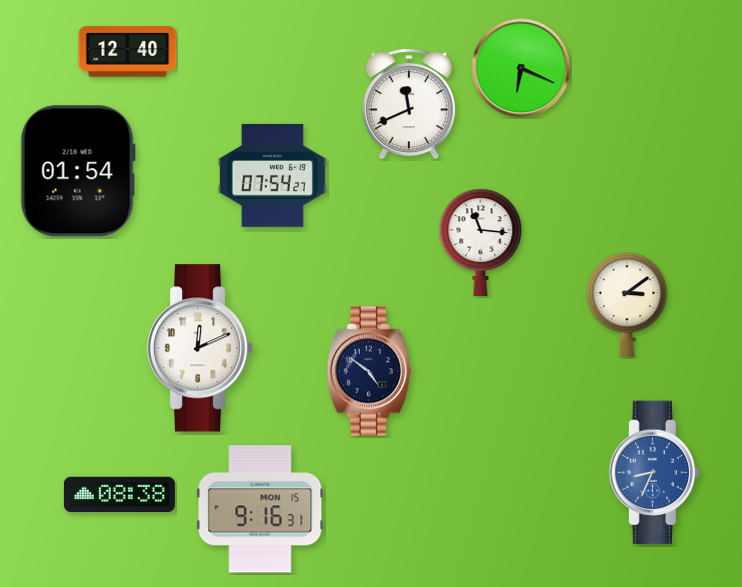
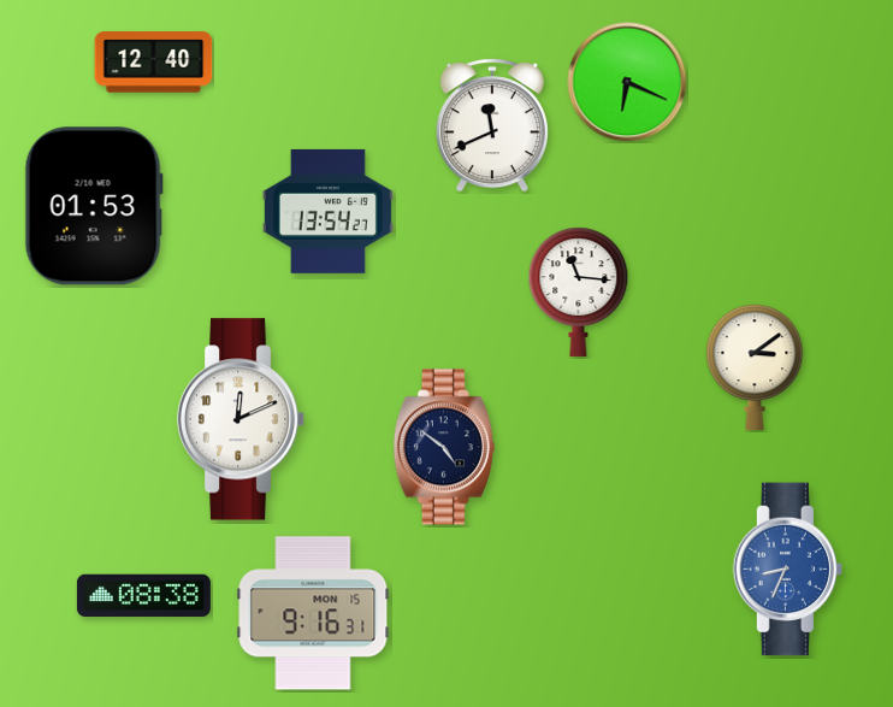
clock at (78, 171): 01:54 -> 01:53
clock at (272, 175): 07:54 -> 13:54
